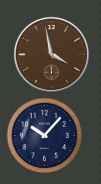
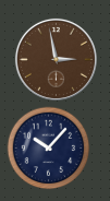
clock at (51, 54): 3:58 -> 2:58
